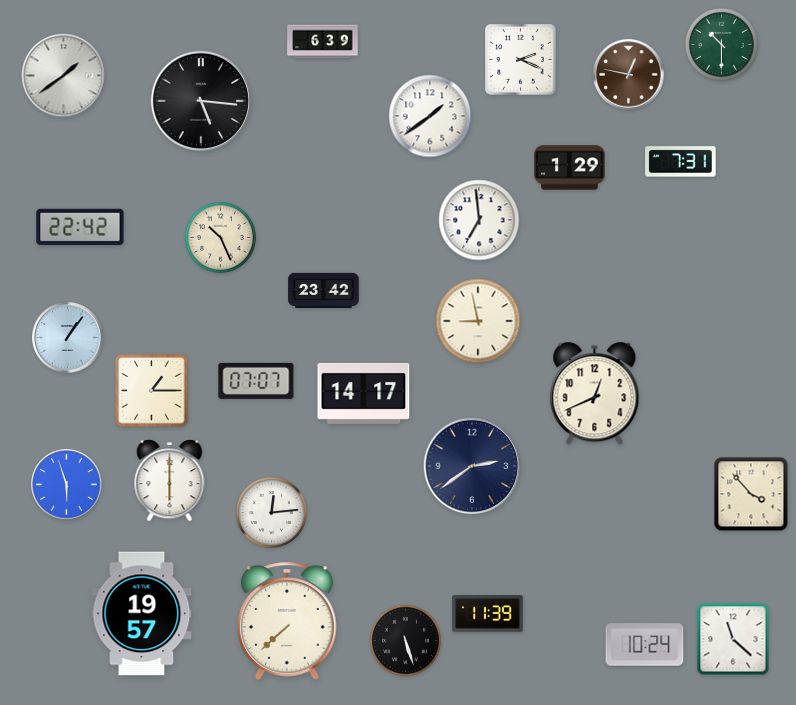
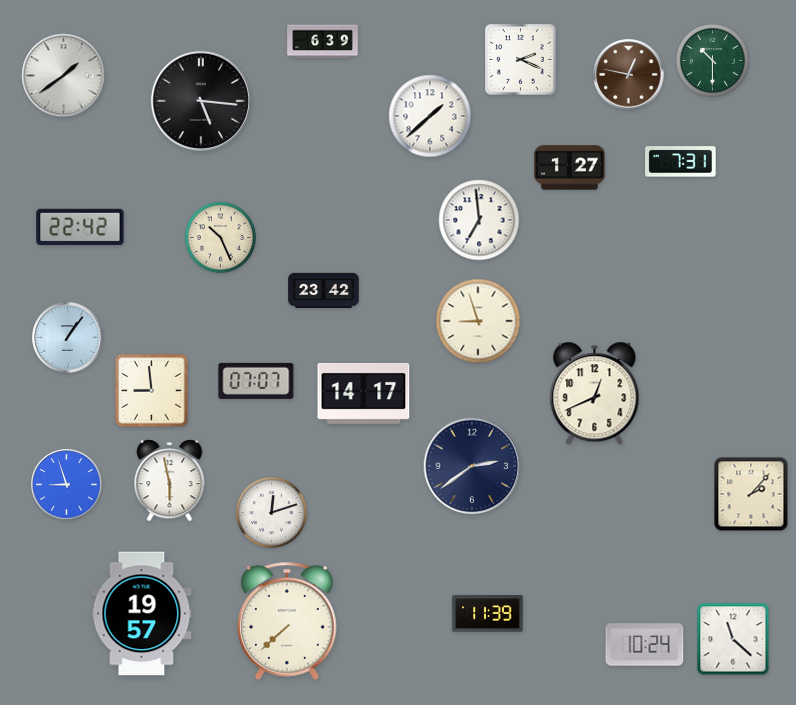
clock at (721, 44) position: (721, 44) -> (712, 60)
clock at (430, 116): 1:39 -> 1:38
clock at (570, 168): 1:29 -> 1:27
clock at (478, 321): 8:58 -> 8:57
clock at (152, 391): 1:15 -> 8:59
clock at (170, 481): 6:00 -> 5:58
clock at (67, 485): 5:57 -> 8:57
clock at (751, 494): 3:53 -> 2:07
clock at (271, 512): 12:14 -> 12:12
clock at (405, 640): 5:27 -> none
